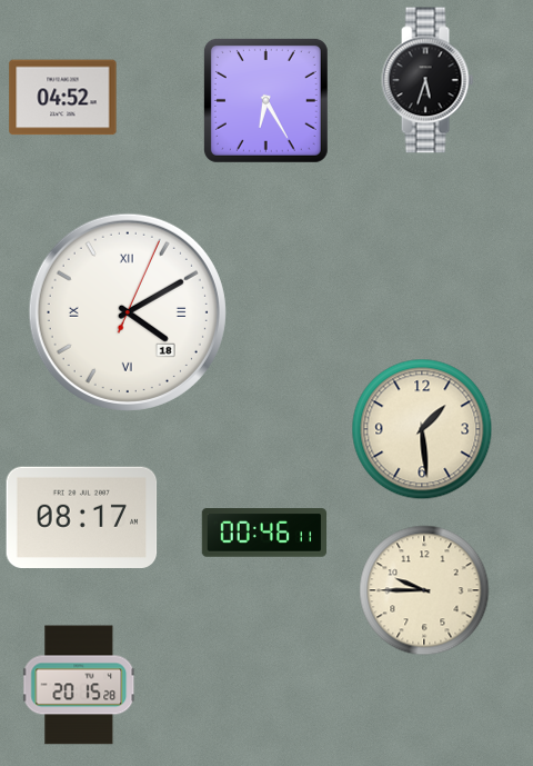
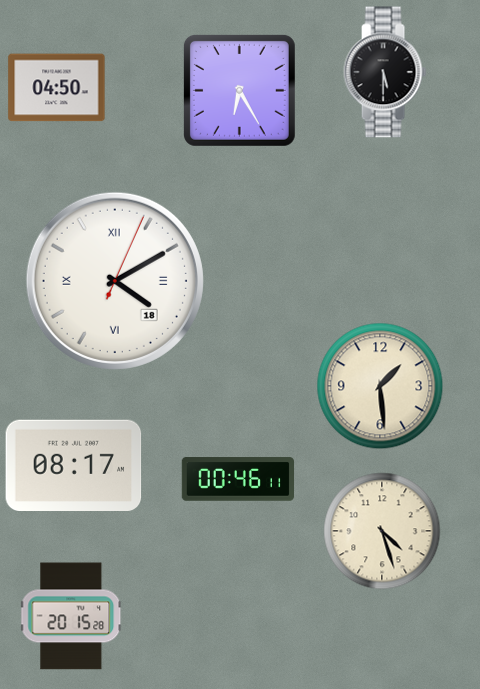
clock at (428, 80): 5:33 -> 5:30
clock at (63, 98): 04:52 -> 04:50
clock at (424, 590): 9:45 -> 4:27
